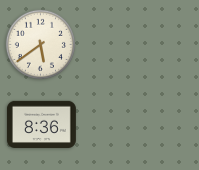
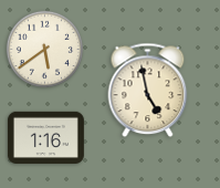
clock at (148, 91): none -> 4:58
clock at (41, 124): 8:36 -> 1:16
